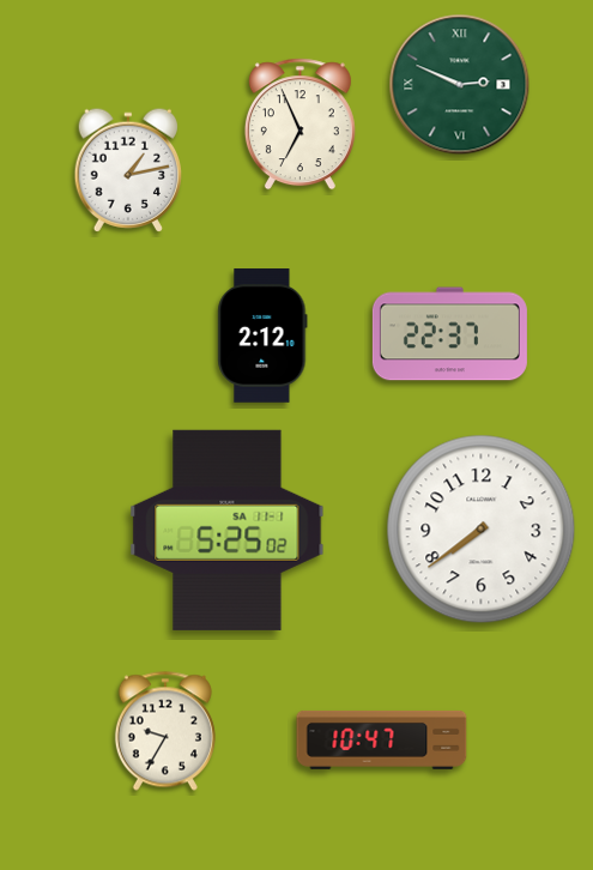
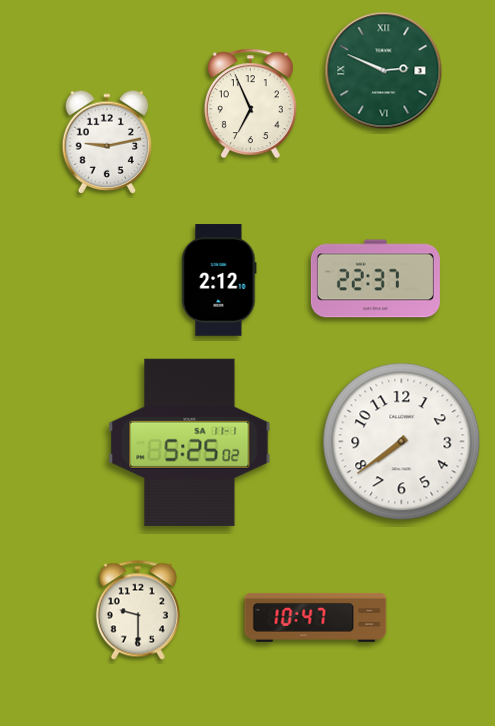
clock at (127, 170): 1:13 -> 9:13
clock at (165, 731): 9:35 -> 9:30
clock at (382, 739) position: (382, 739) -> (316, 617)
